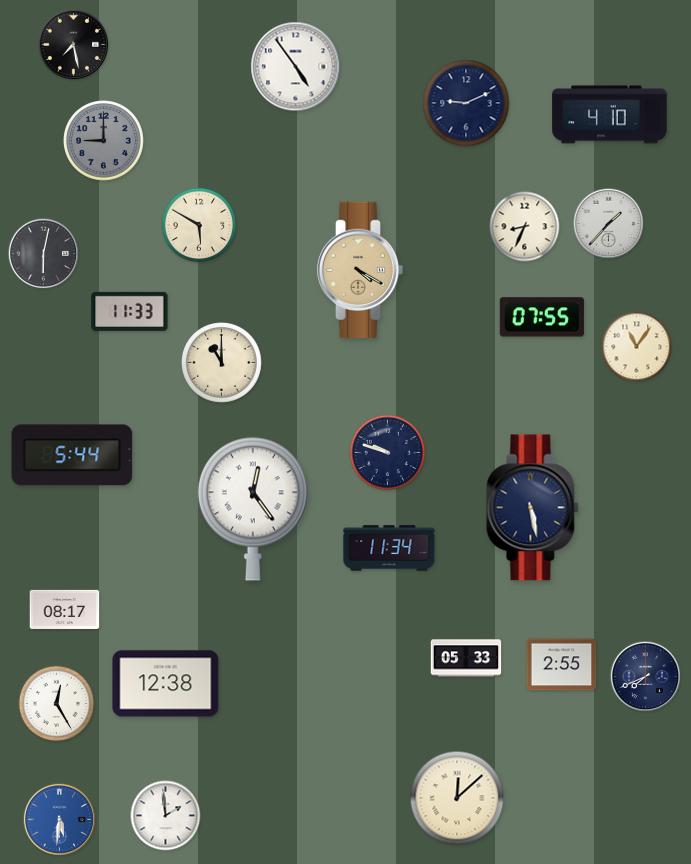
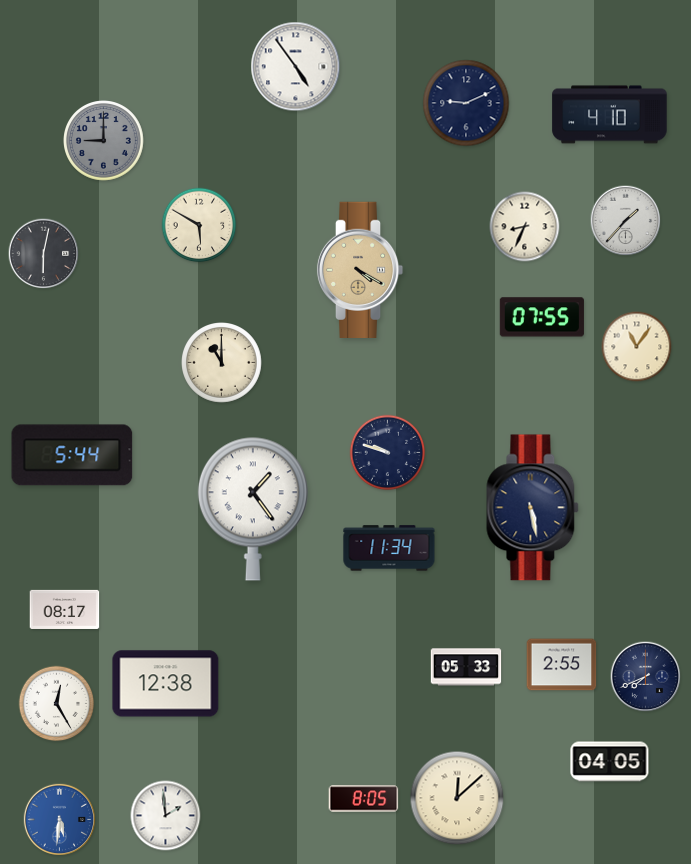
clock at (74, 45): 7:28 -> none
clock at (609, 224) position: (609, 224) -> (626, 221)
clock at (130, 311): 11:33 -> none
clock at (253, 509): 12:24 -> 1:24
clock at (466, 658) position: (466, 658) -> (466, 667)
clock at (610, 762): none -> 04:05
clock at (364, 799): none -> 8:05
